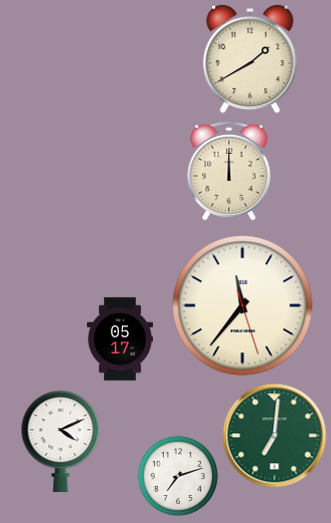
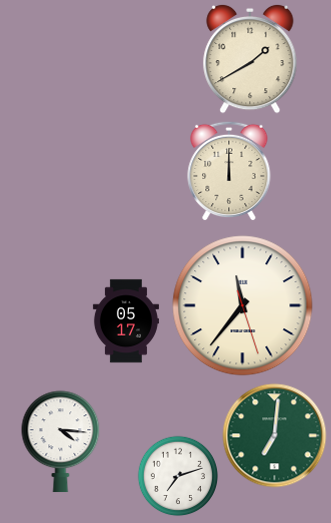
clock at (120, 339) position: (120, 339) -> (126, 321)
clock at (61, 442): 4:11 -> 4:16
